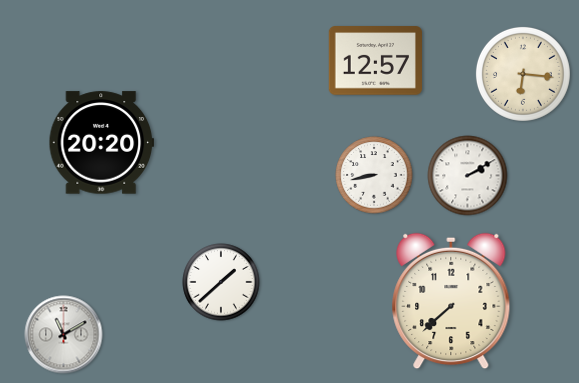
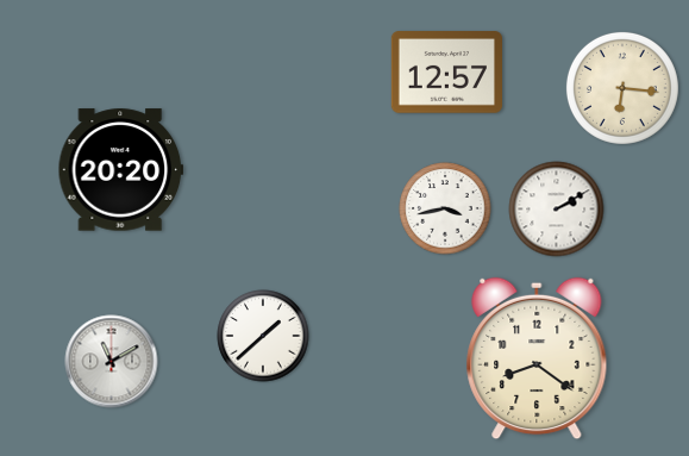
clock at (374, 175): 8:43 -> 3:43
clock at (451, 301): 7:38 -> 8:21
clock at (64, 335) position: (64, 335) -> (112, 362)
